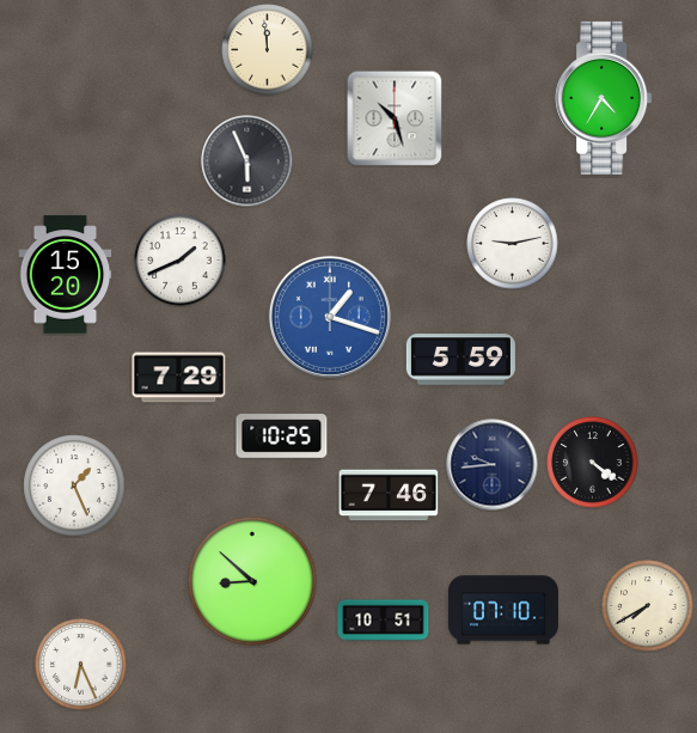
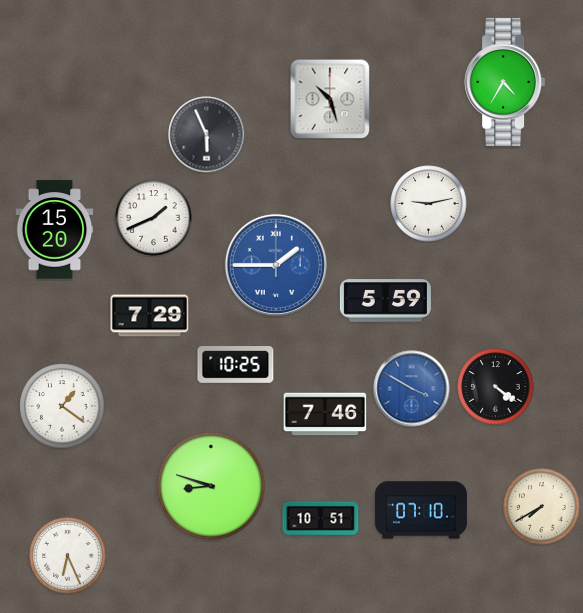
clock at (268, 50): 11:59 -> none
clock at (181, 261) position: (181, 261) -> (154, 218)
clock at (330, 317): 1:18 -> 1:45
clock at (493, 465): 9:44 -> 3:50
clock at (493, 465) dial: navy -> blue
clock at (74, 485): 1:26 -> 1:21
clock at (252, 581): 8:52 -> 8:48
